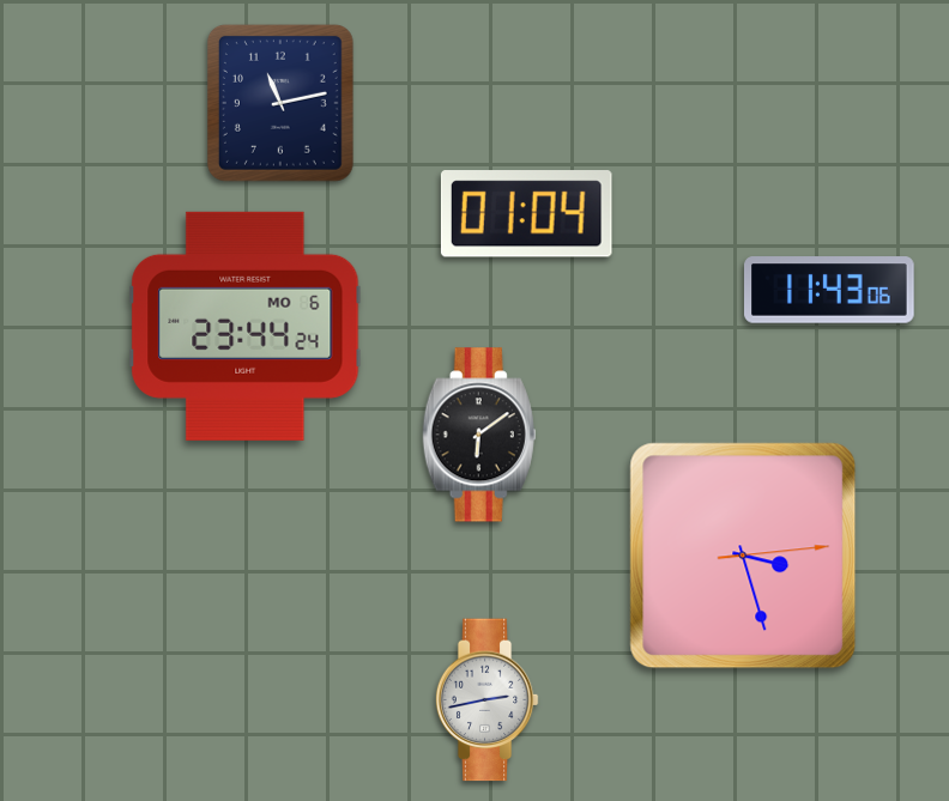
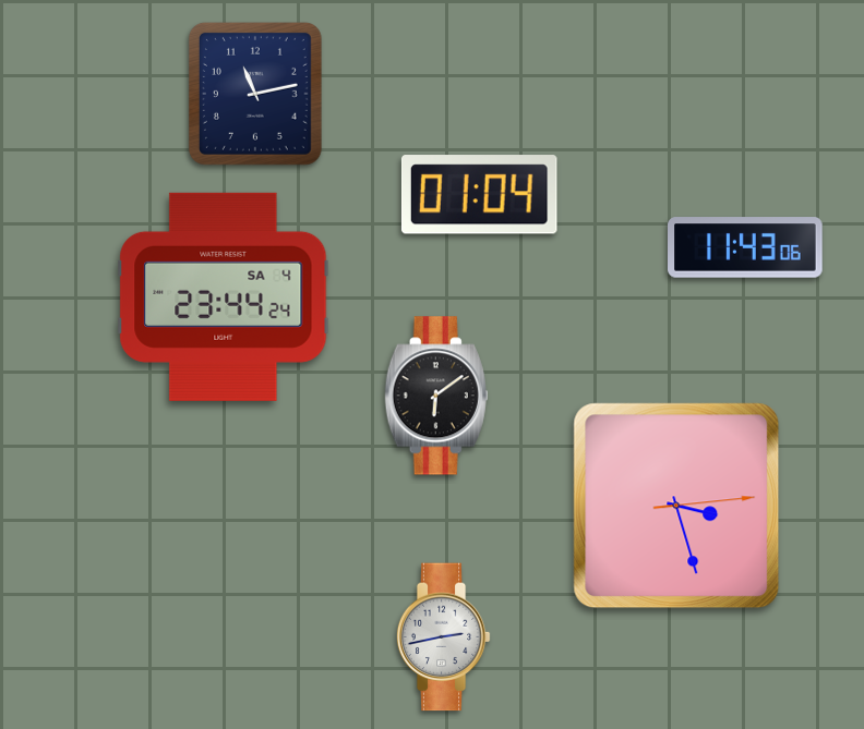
clock at (830, 290) position: (830, 290) -> (746, 247)
clock at (246, 326) date: MO 6 -> SA 4
